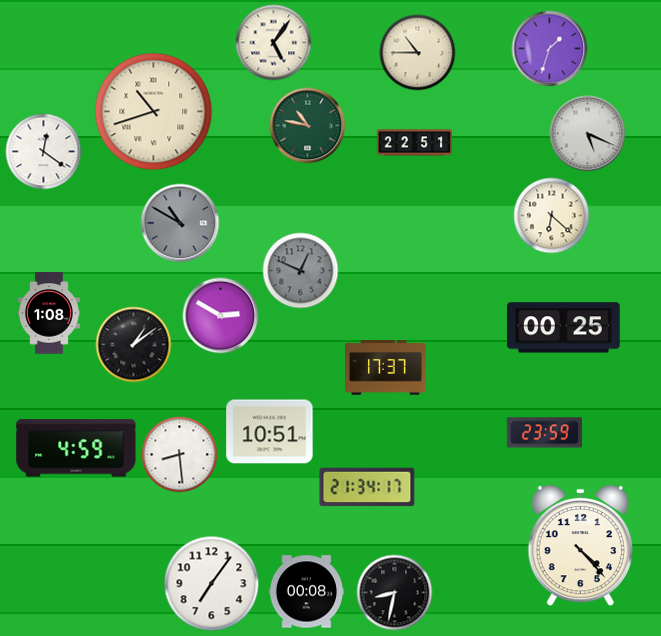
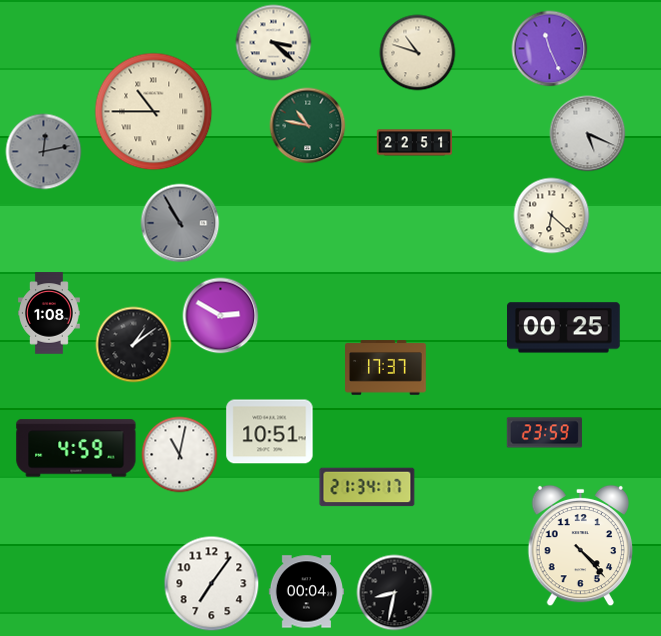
clock at (274, 43): 5:06 -> 3:22
clock at (550, 49): 1:33 -> 11:26
clock at (418, 53): 10:45 -> 10:48
clock at (154, 112): 10:42 -> 10:45
clock at (44, 152): 12:21 -> 12:13
clock at (44, 152) dial: white -> grey
clock at (180, 223): 10:50 -> 10:55
clock at (301, 271): 12:49 -> none
clock at (180, 455): 8:29 -> 11:02
clock at (306, 592): 00:08 -> 00:04
